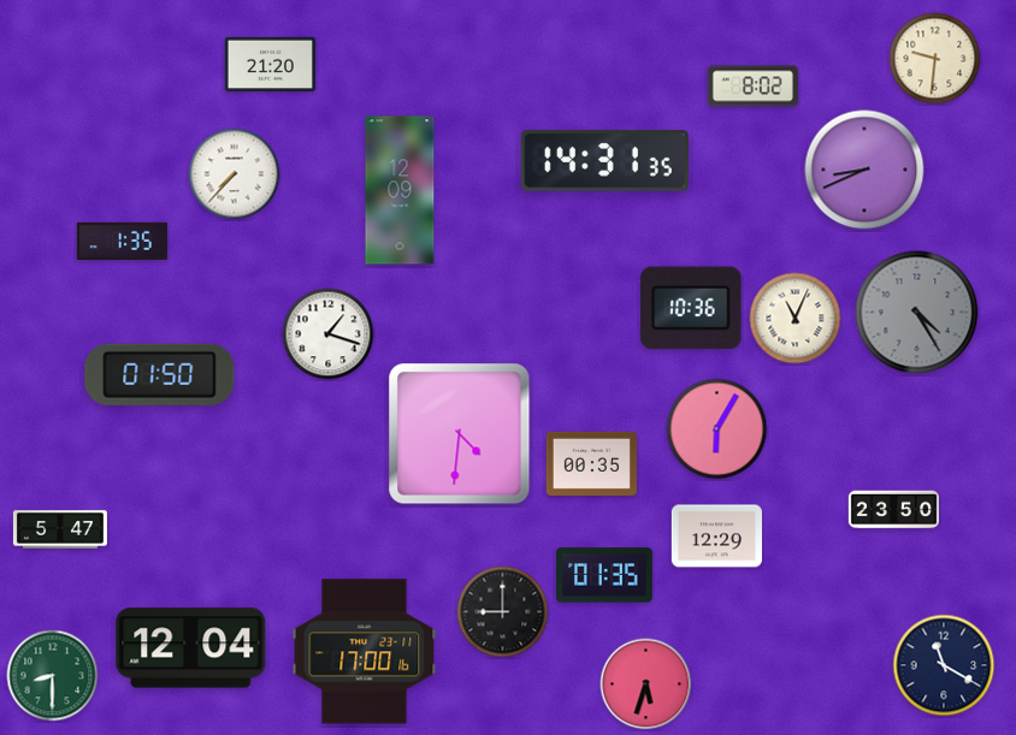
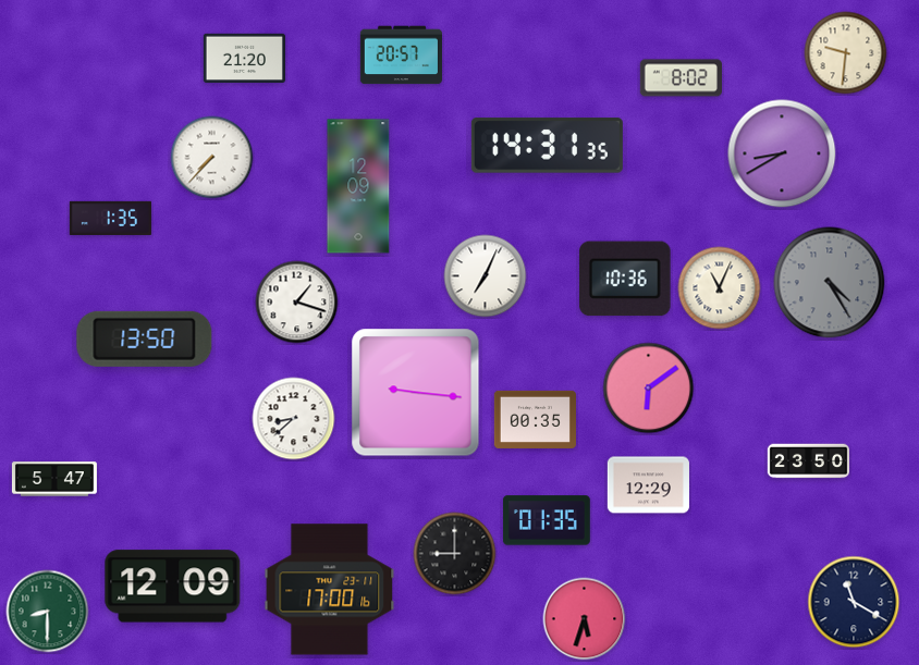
clock at (401, 56): none -> 20:57
clock at (864, 170): 8:41 -> 8:40
clock at (400, 190) position: (400, 190) -> (358, 186)
clock at (486, 276): none -> 7:04
clock at (160, 374): 01:50 -> 13:50
clock at (717, 429): 6:05 -> 6:09
clock at (460, 434): 4:31 -> 9:16
clock at (294, 419): none -> 8:38
clock at (191, 648): 12:04 -> 12:09
